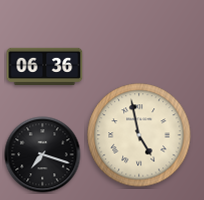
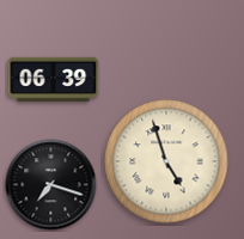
clock at (45, 67): 06:36 -> 06:39
clock at (139, 135): 4:58 -> 4:57
